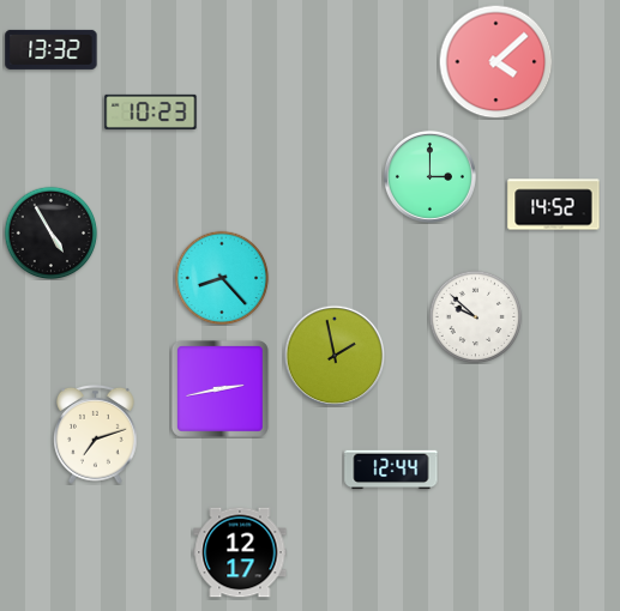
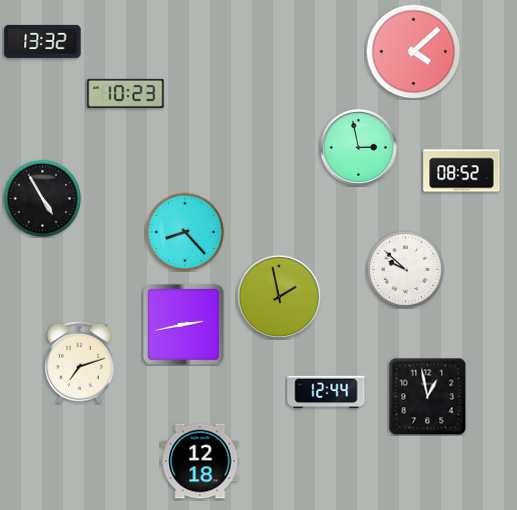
clock at (429, 176): 3:00 -> 2:58
clock at (554, 205): 14:52 -> 08:52
clock at (50, 232) position: (50, 232) -> (42, 198)
clock at (475, 316) position: (475, 316) -> (405, 269)
clock at (427, 396): none -> 12:58
clock at (240, 552): 12:17 -> 12:18
